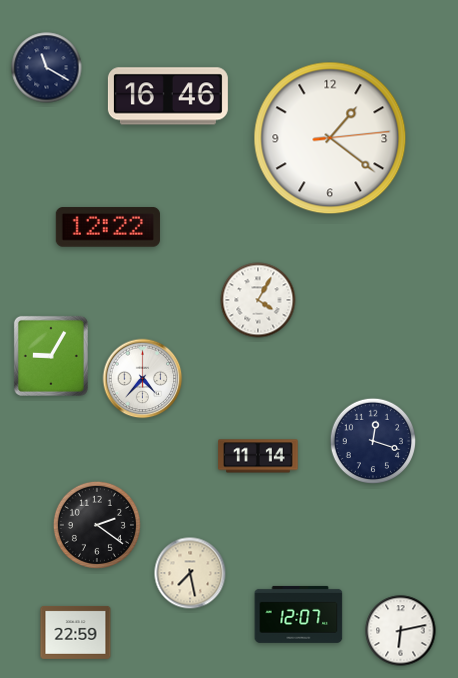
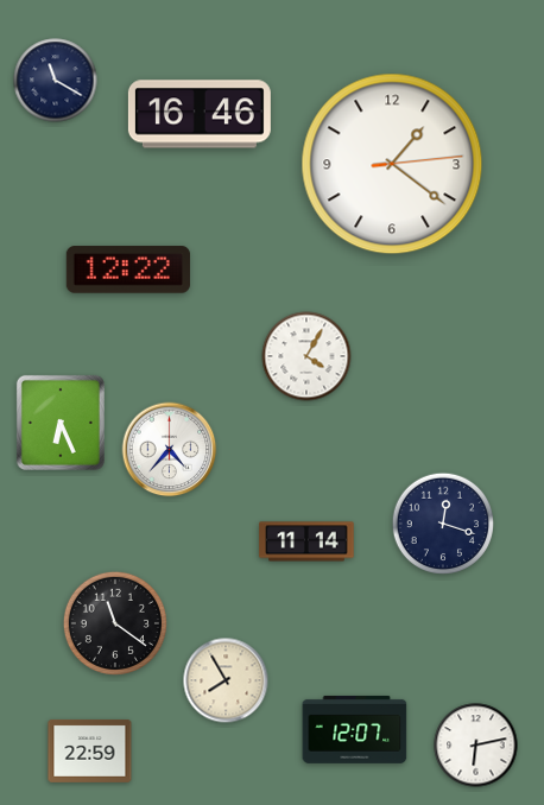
clock at (51, 356): 9:05 -> 6:26
clock at (97, 525): 2:21 -> 11:21
clock at (190, 573): 7:28 -> 7:55
clock at (401, 631) position: (401, 631) -> (476, 746)
